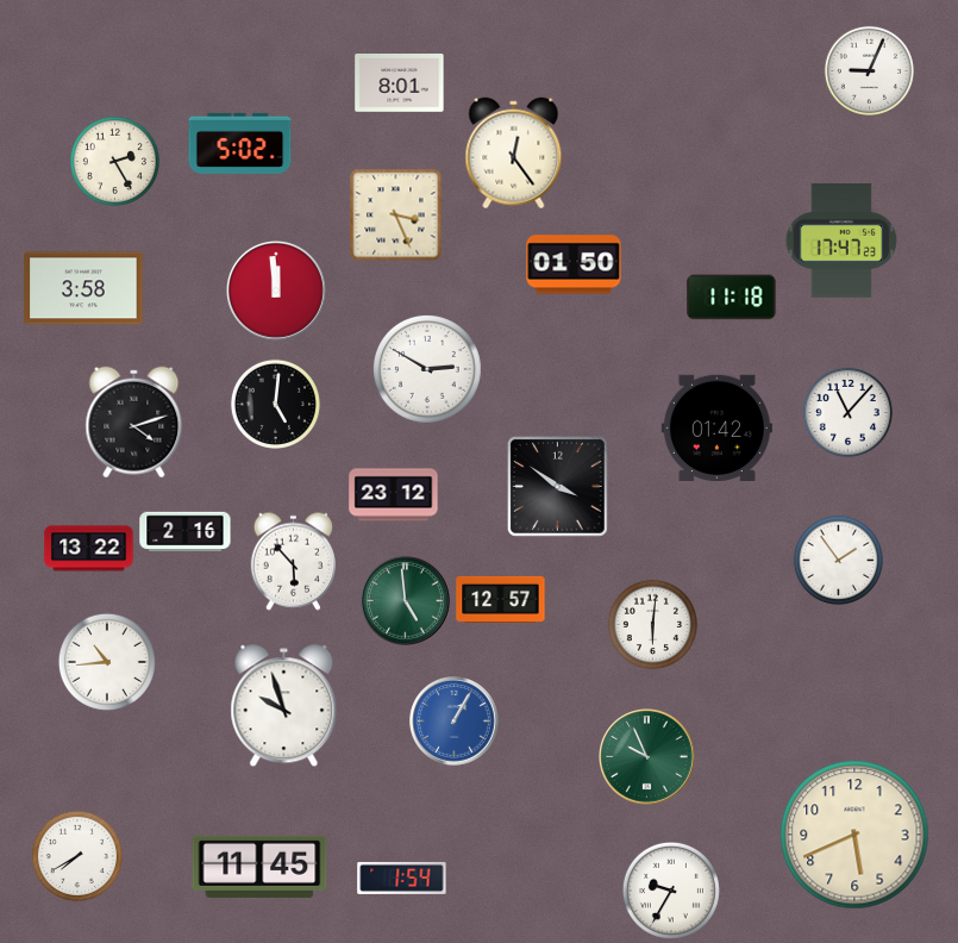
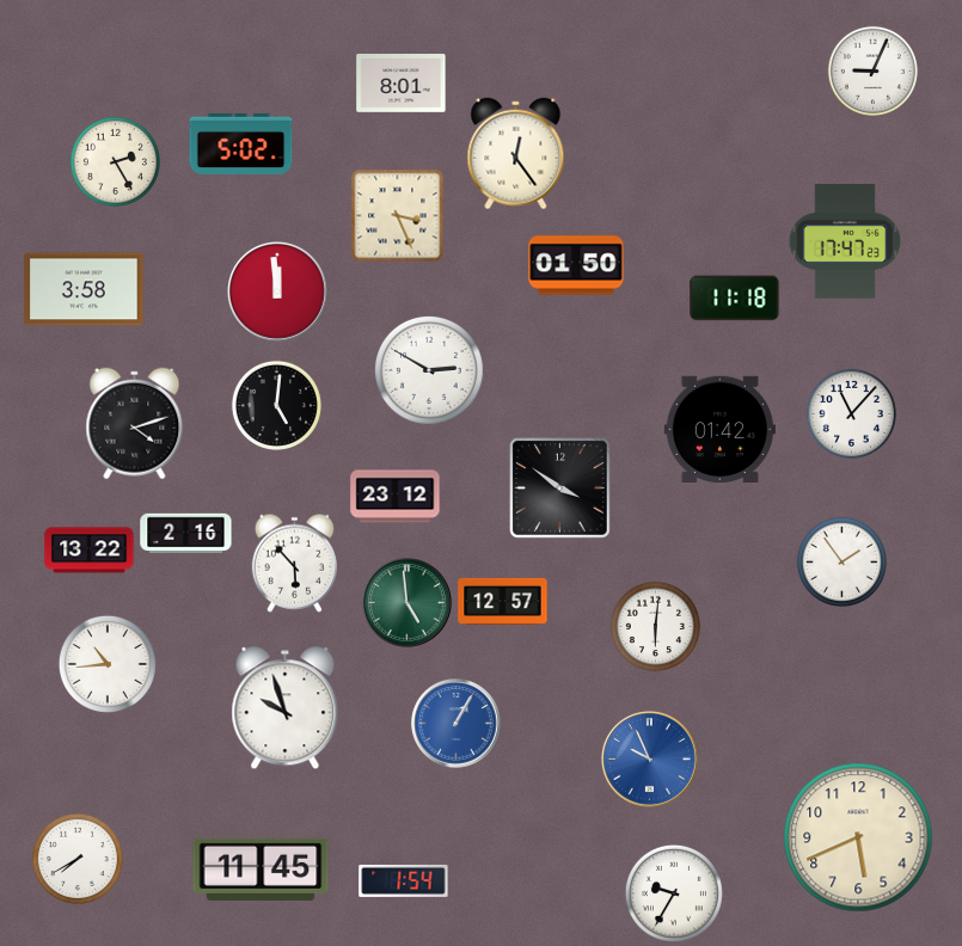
clock at (647, 757) dial: green -> blue
